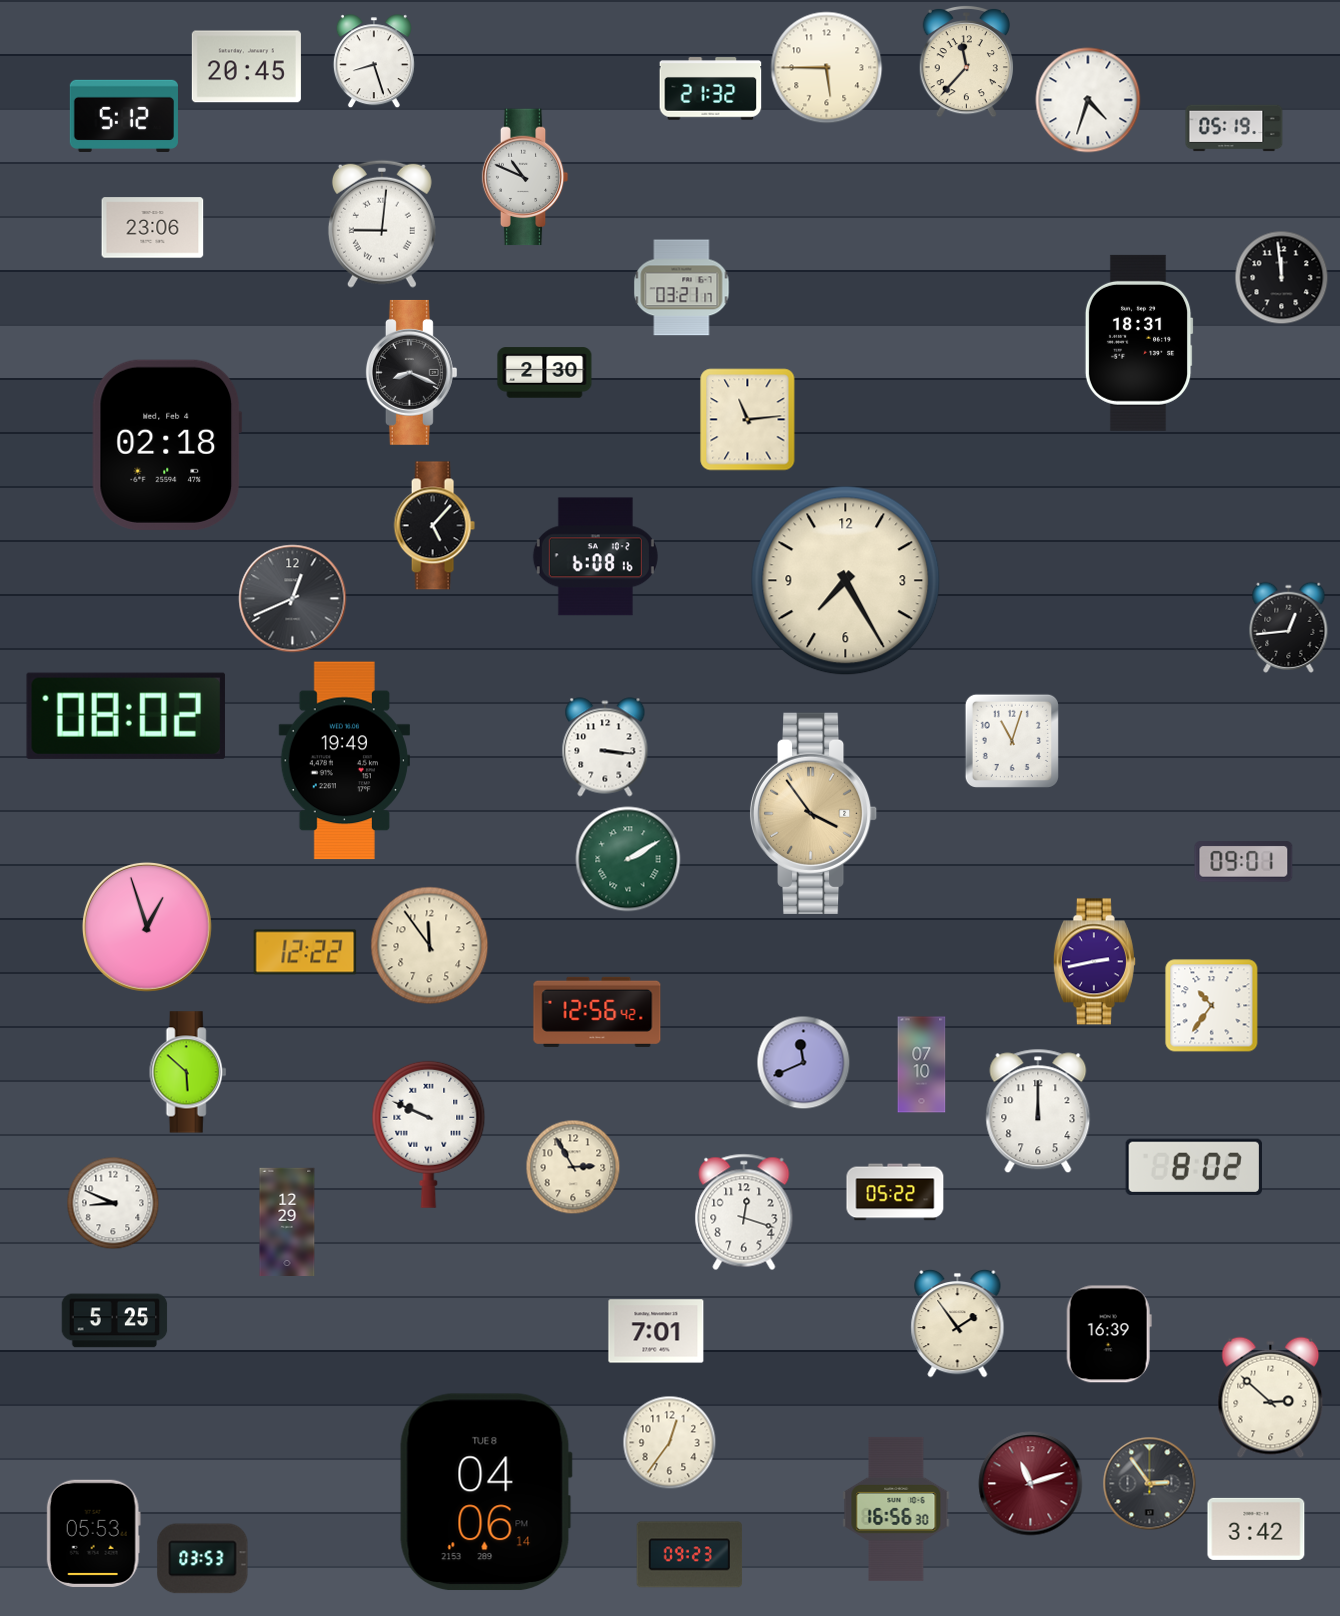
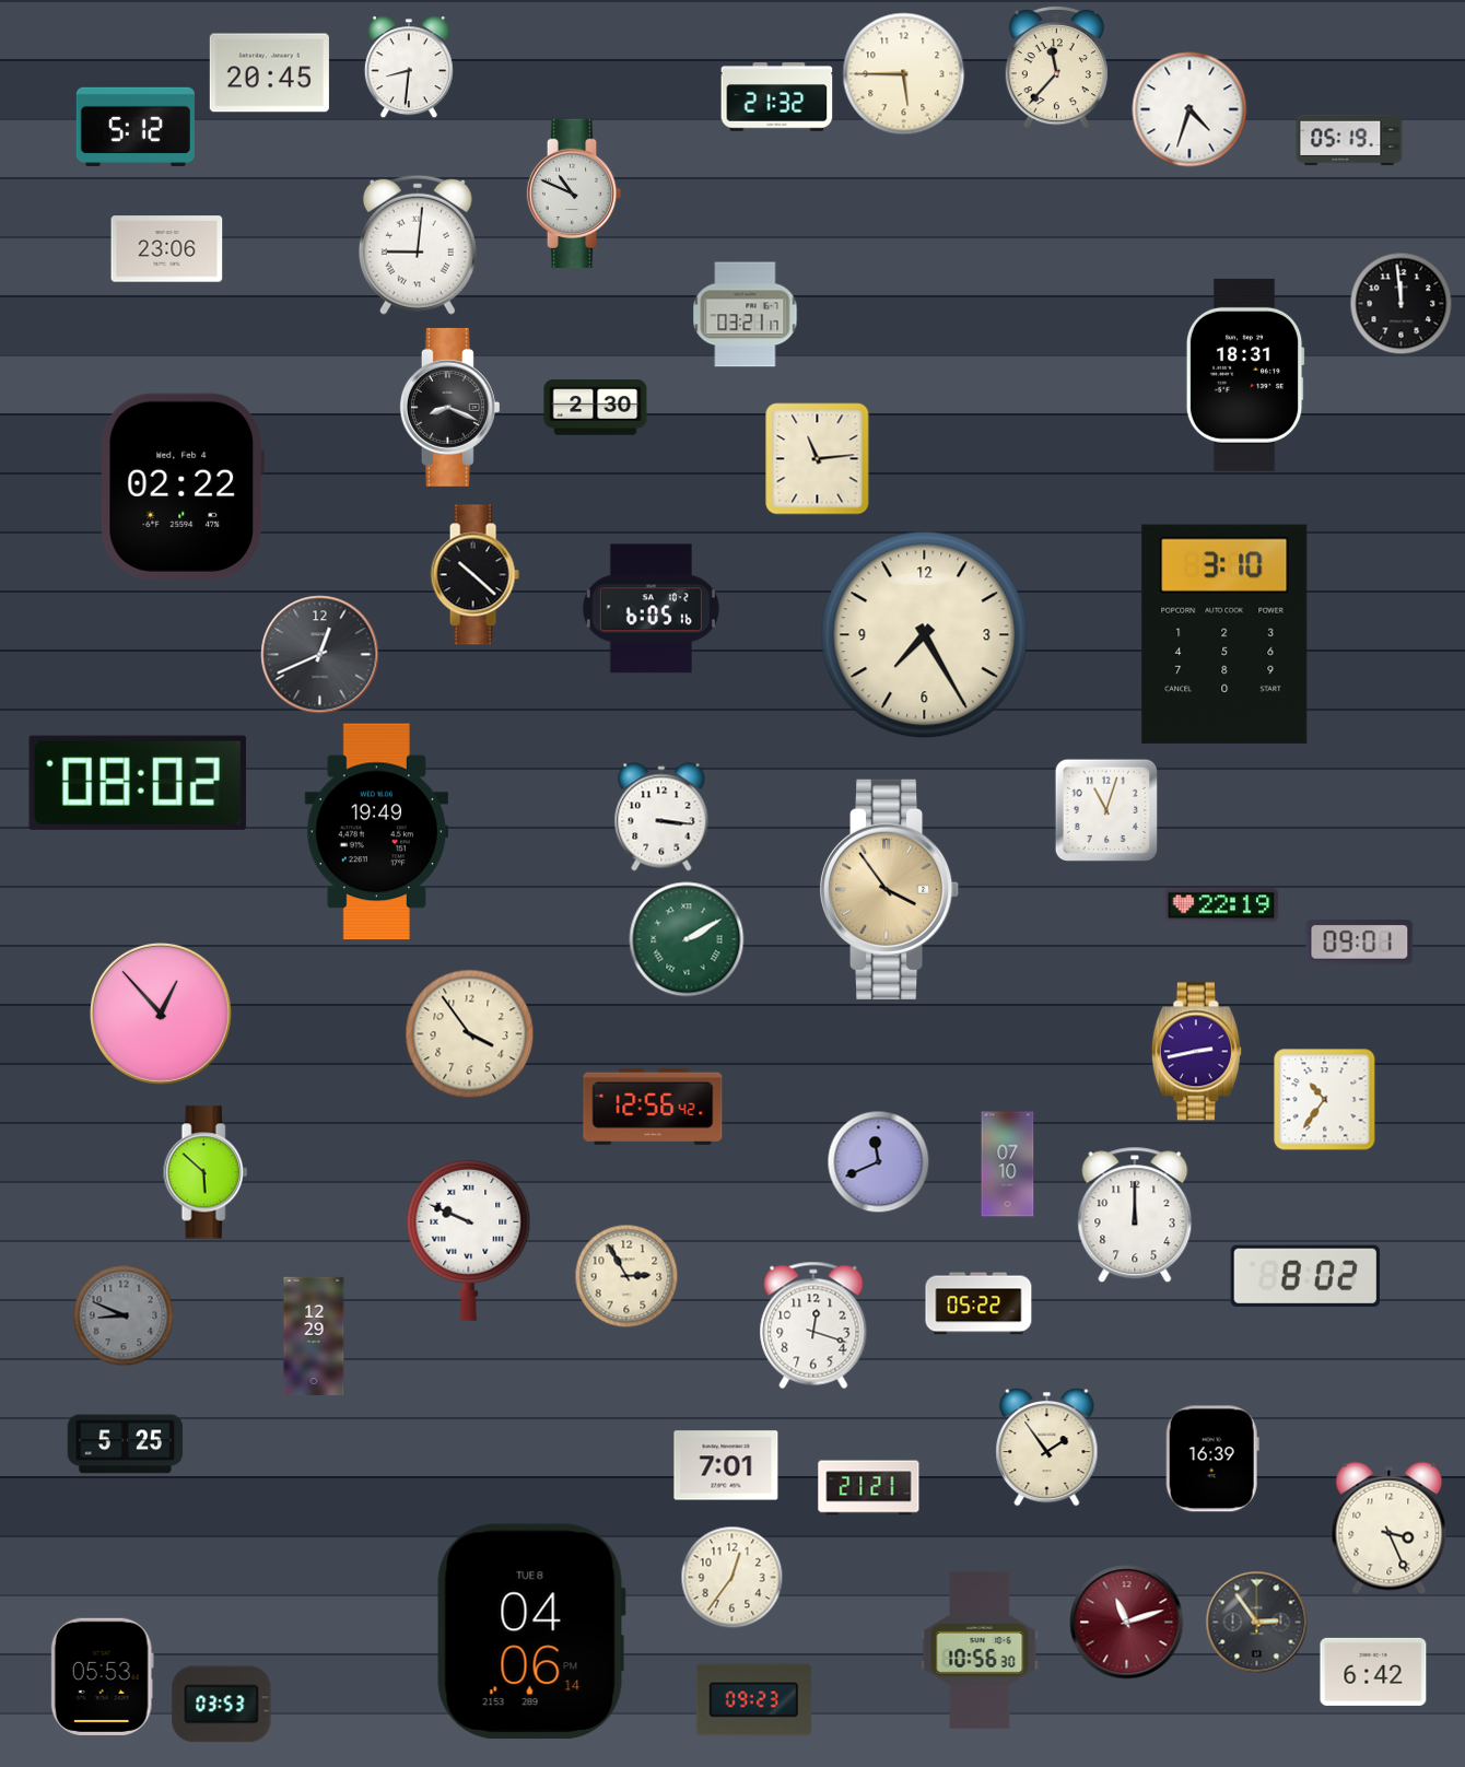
clock at (374, 62): 8:27 -> 8:31
clock at (167, 445): 02:18 -> 02:22
clock at (434, 526): 5:07 -> 10:22
clock at (595, 557): 6:08 -> 6:05
clock at (1224, 634): none -> 3:10
clock at (1289, 627): 12:44 -> none
clock at (1221, 905): none -> 22:19
clock at (147, 927): 12:57 -> 12:53
clock at (430, 946): 11:54 -> 3:54
clock at (305, 952): 12:22 -> none
clock at (113, 1203) dial: white -> grey
clock at (656, 1331) position: (656, 1331) -> (726, 1465)
clock at (869, 1488): none -> 21:21
clock at (1271, 1398): 2:52 -> 3:26
clock at (896, 1509): 16:56 -> 10:56
clock at (1256, 1529): 3:42 -> 6:42
